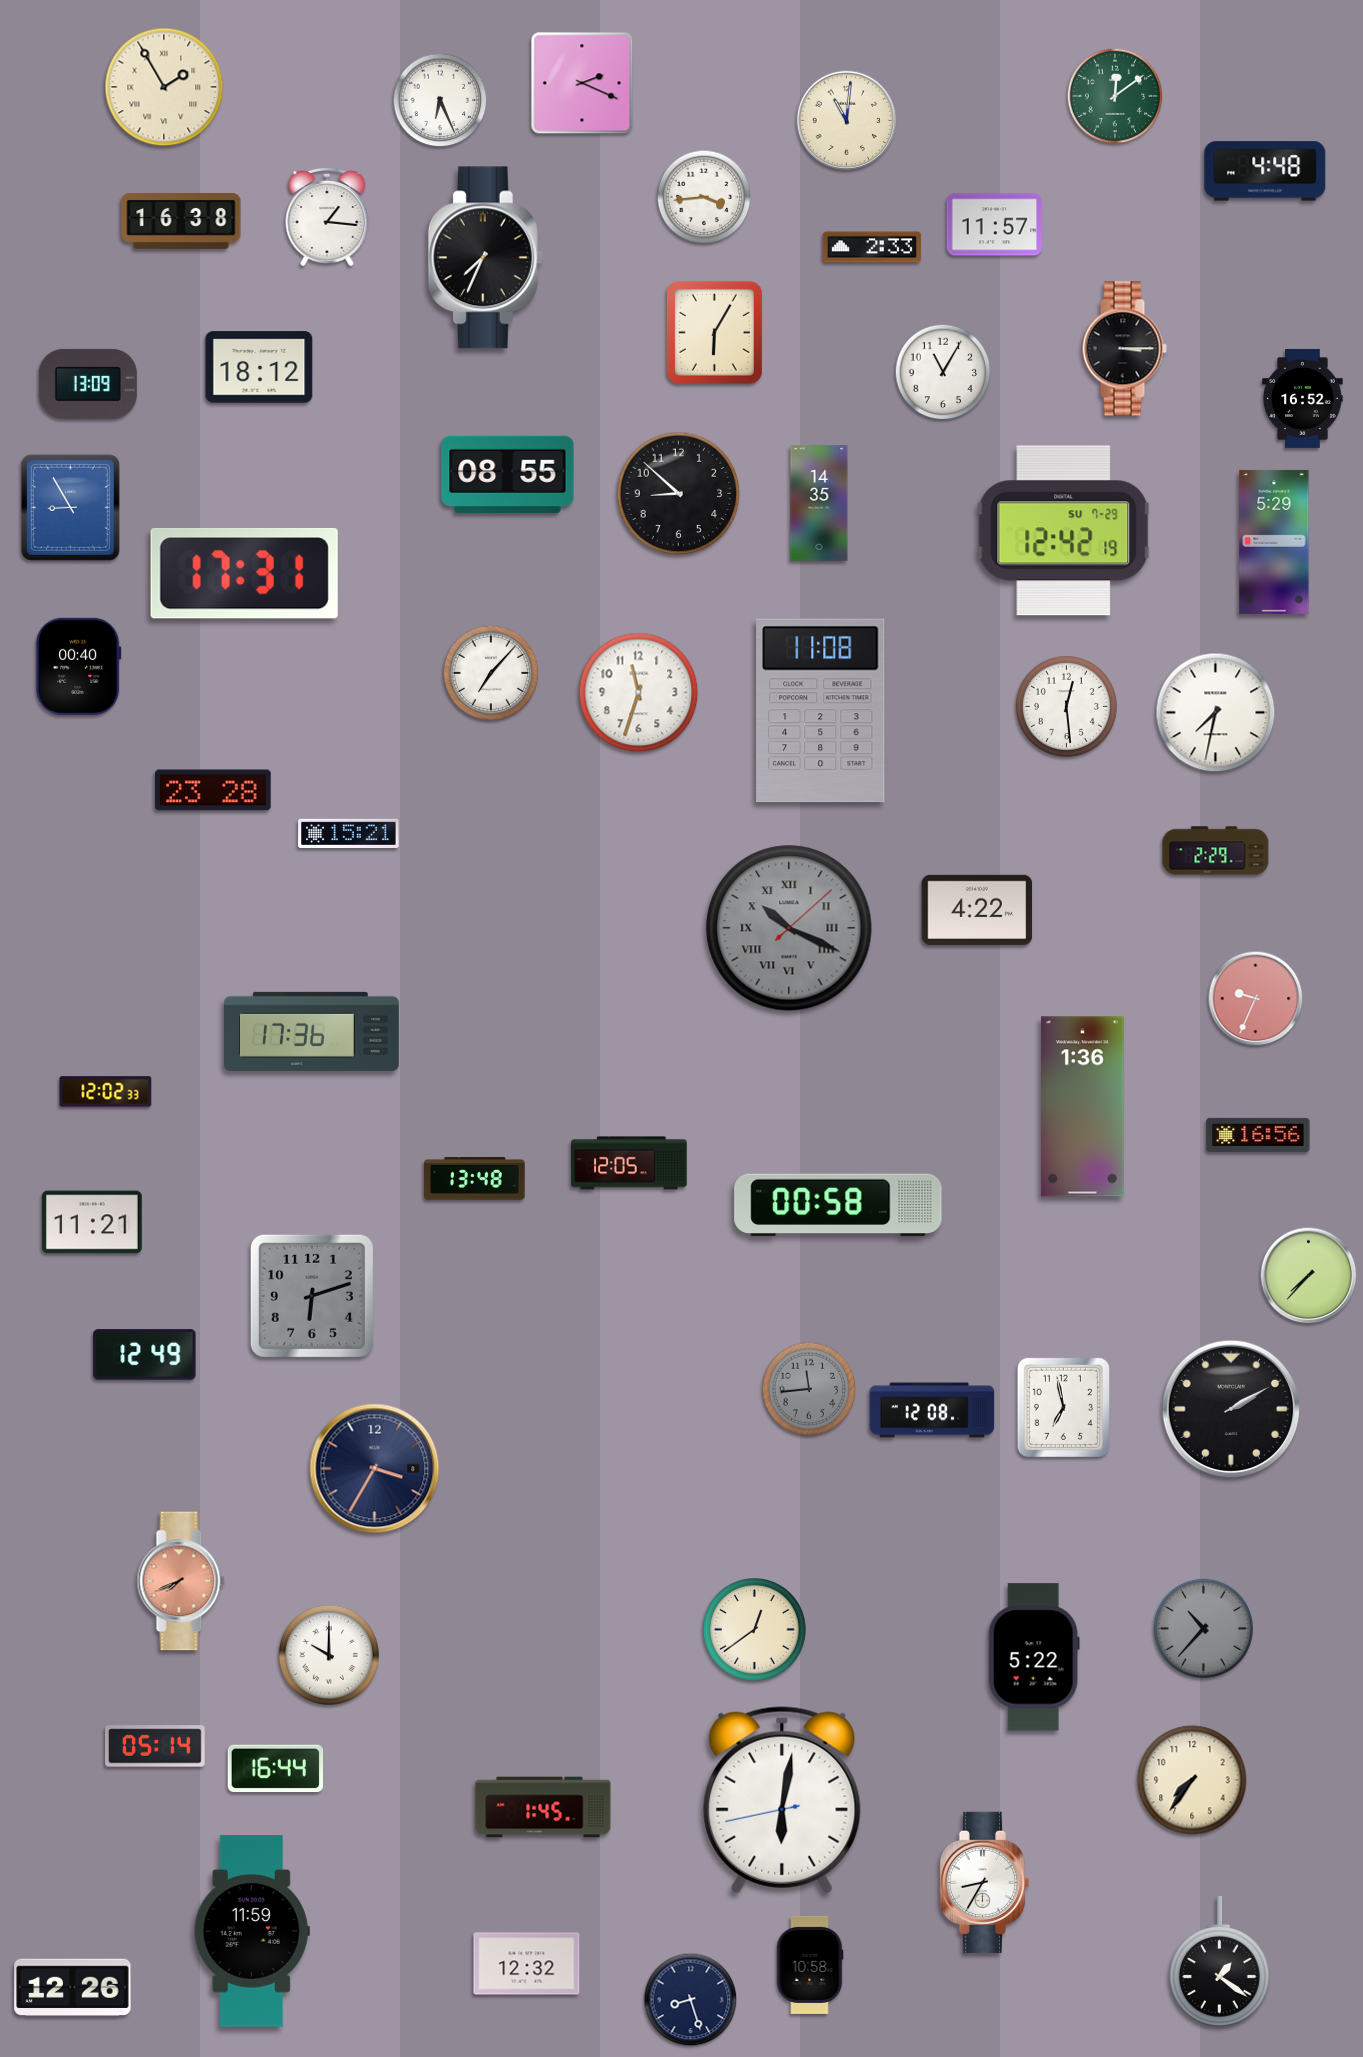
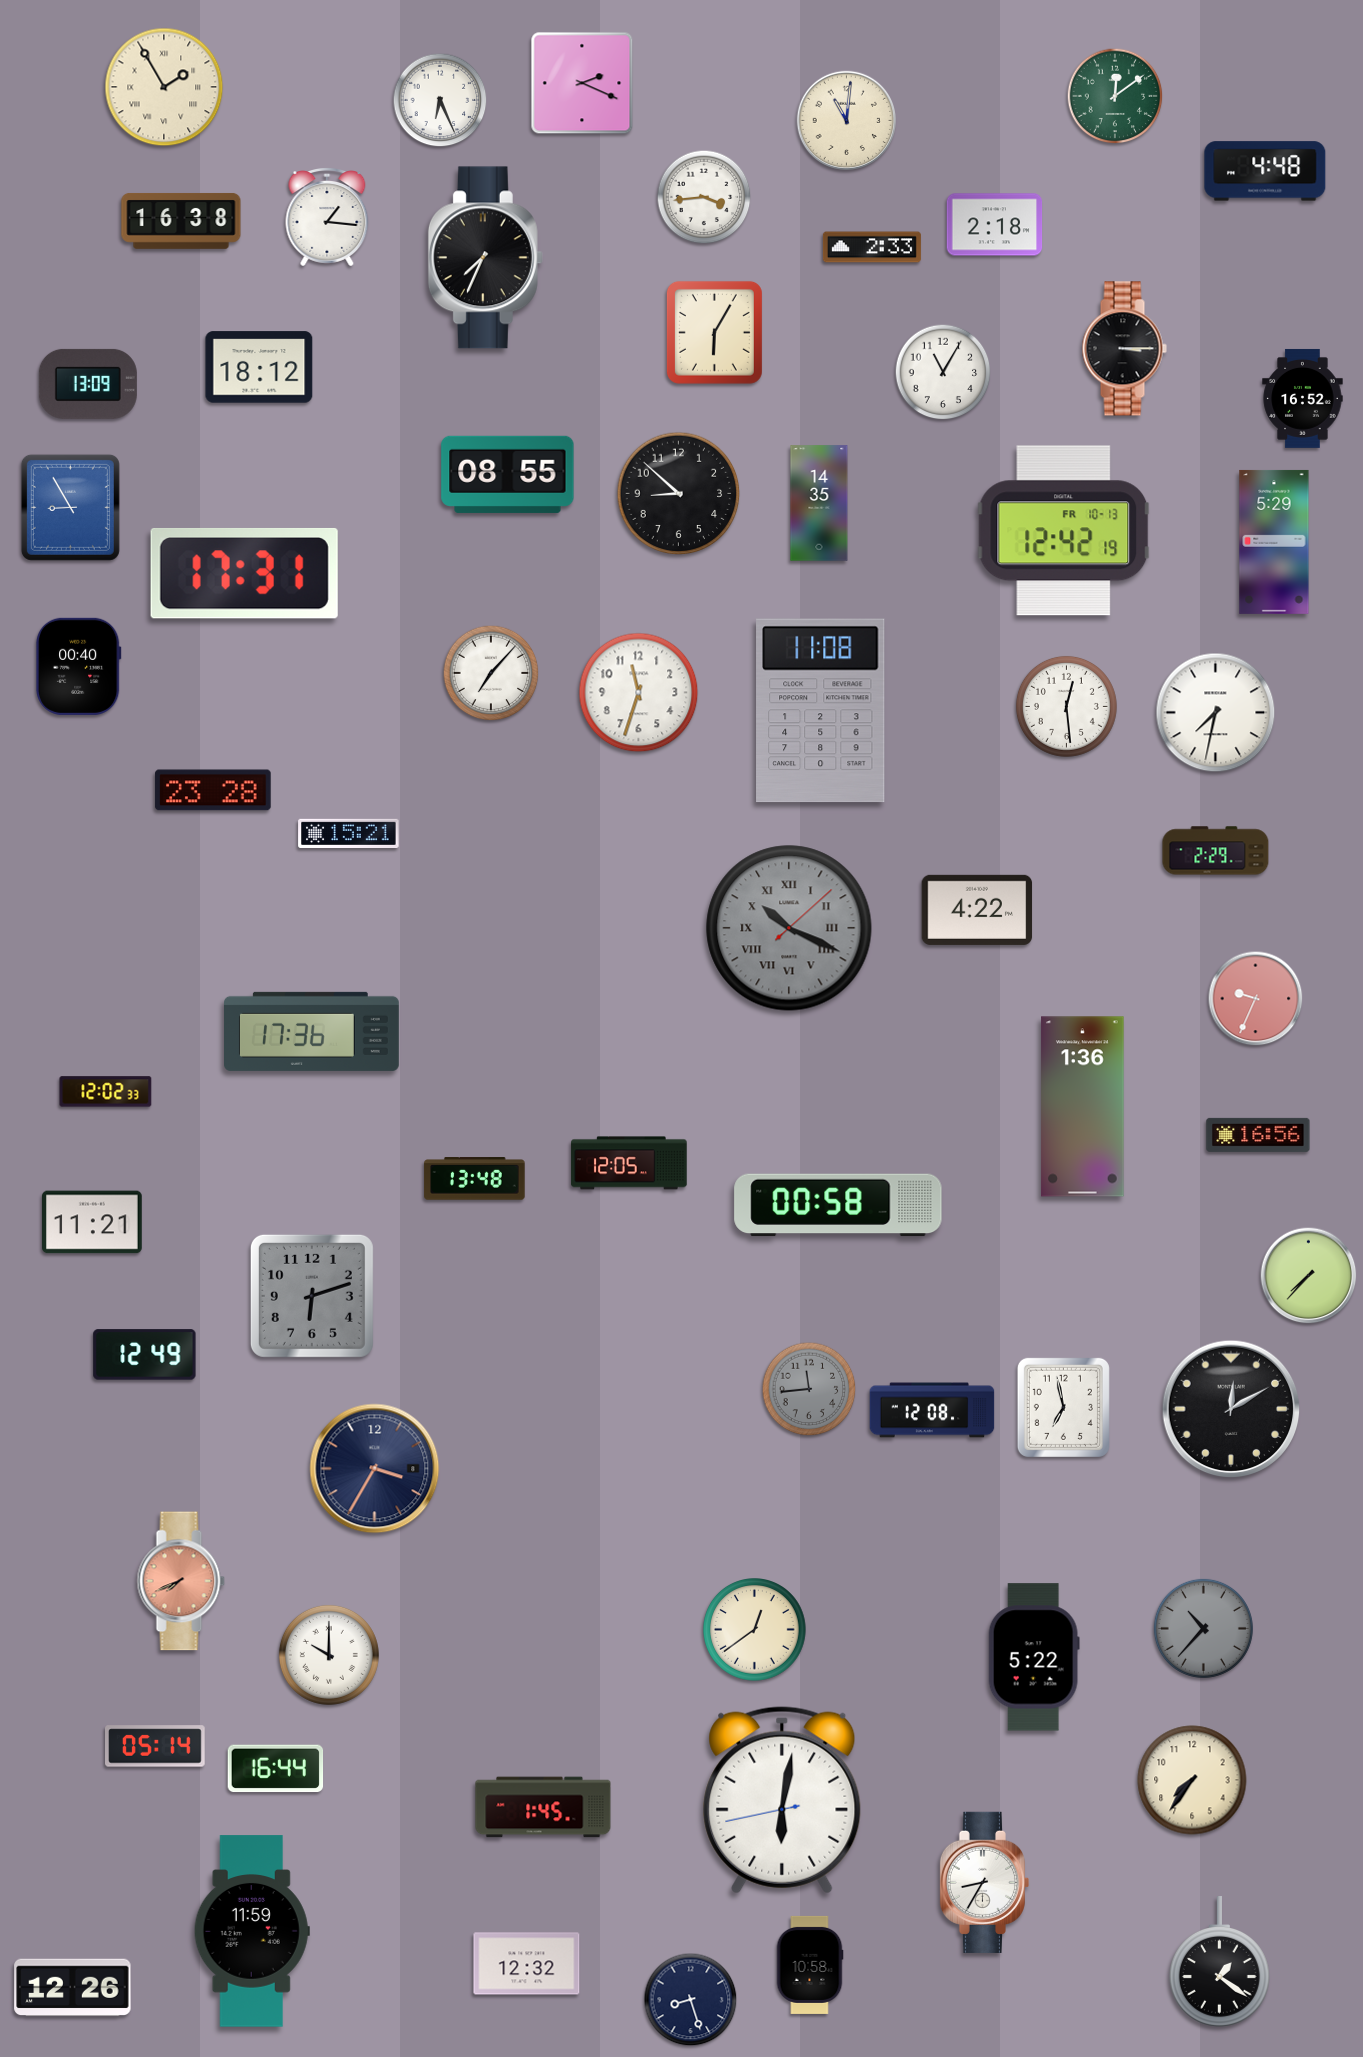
clock at (995, 225): 11:57 -> 2:18
clock at (1064, 531) date: SU 7-29 -> FR 10-13
clock at (1231, 1409): 2:10 -> 12:10
